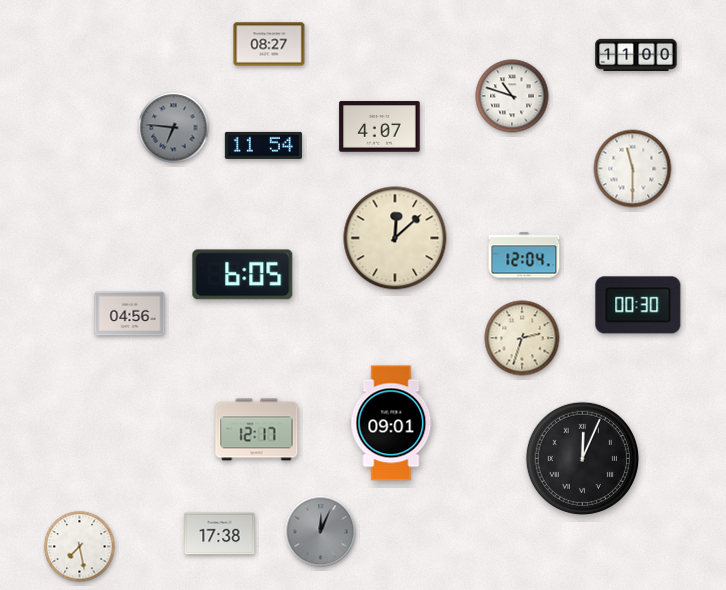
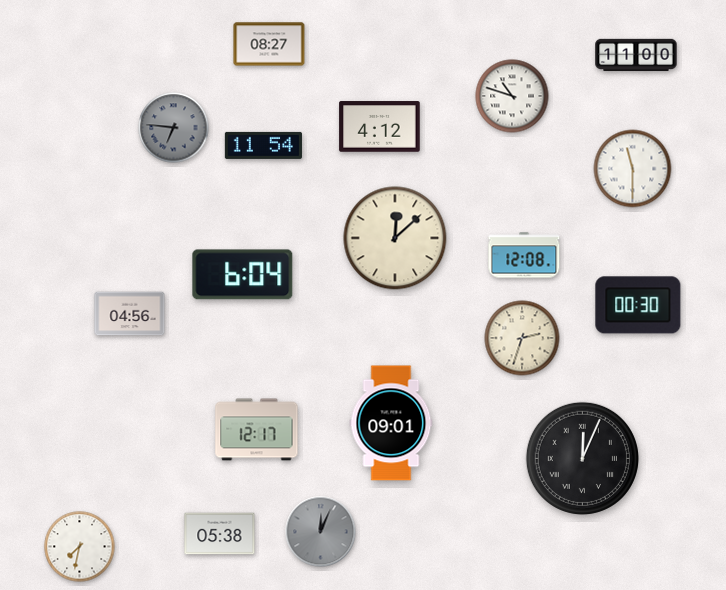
clock at (380, 127): 4:07 -> 4:12
clock at (524, 255): 12:04 -> 12:08
clock at (243, 275): 6:05 -> 6:04
clock at (220, 534): 17:38 -> 05:38
clock at (80, 547): 7:28 -> 7:32
